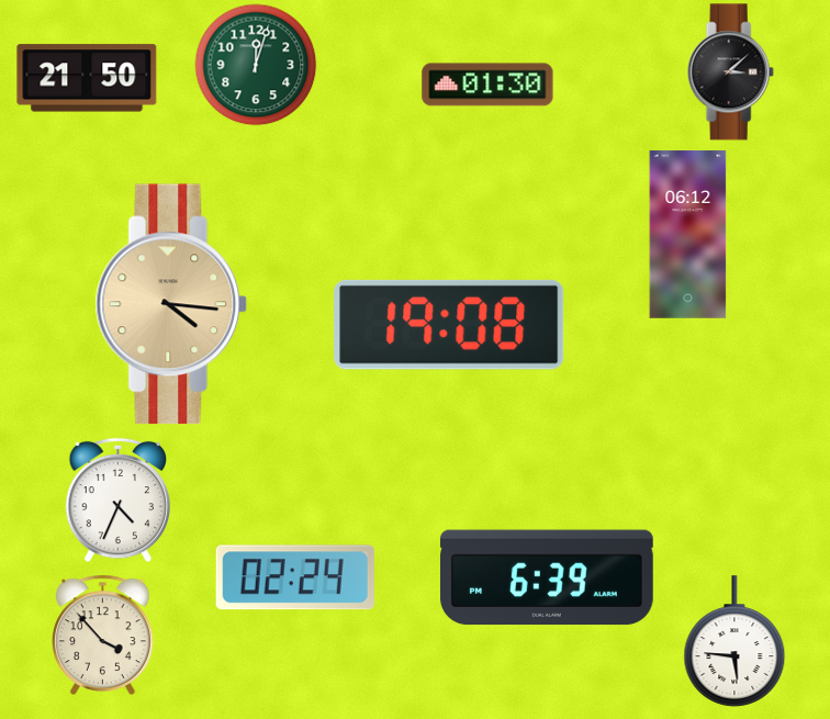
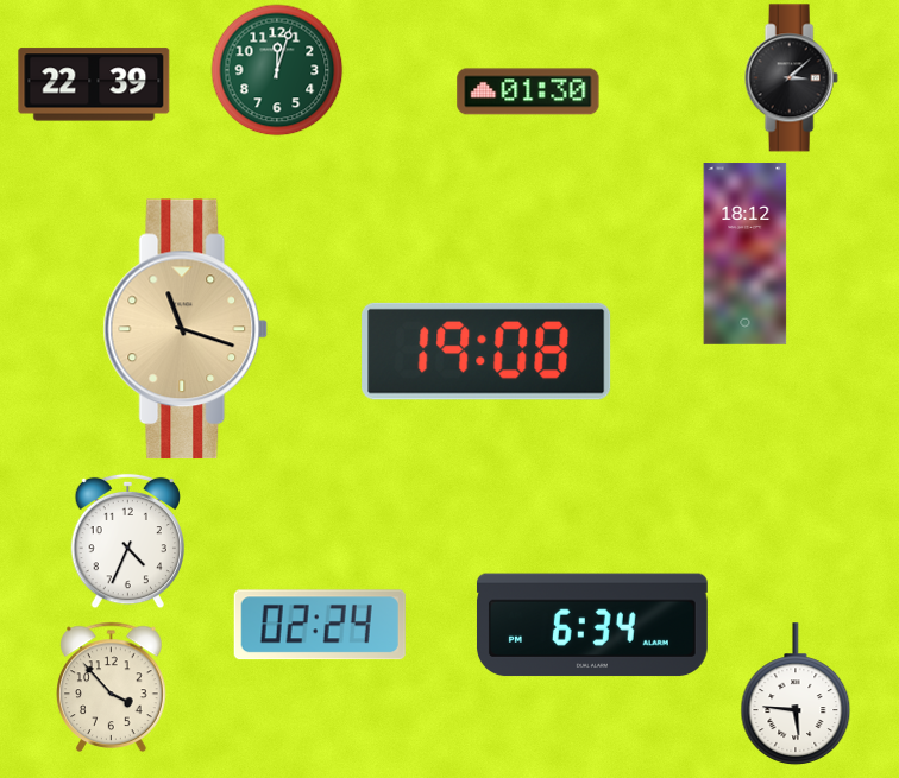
clock at (87, 78): 21:50 -> 22:39
clock at (688, 235): 06:12 -> 18:12
clock at (171, 304): 4:16 -> 11:18
clock at (547, 577): 6:39 -> 6:34
